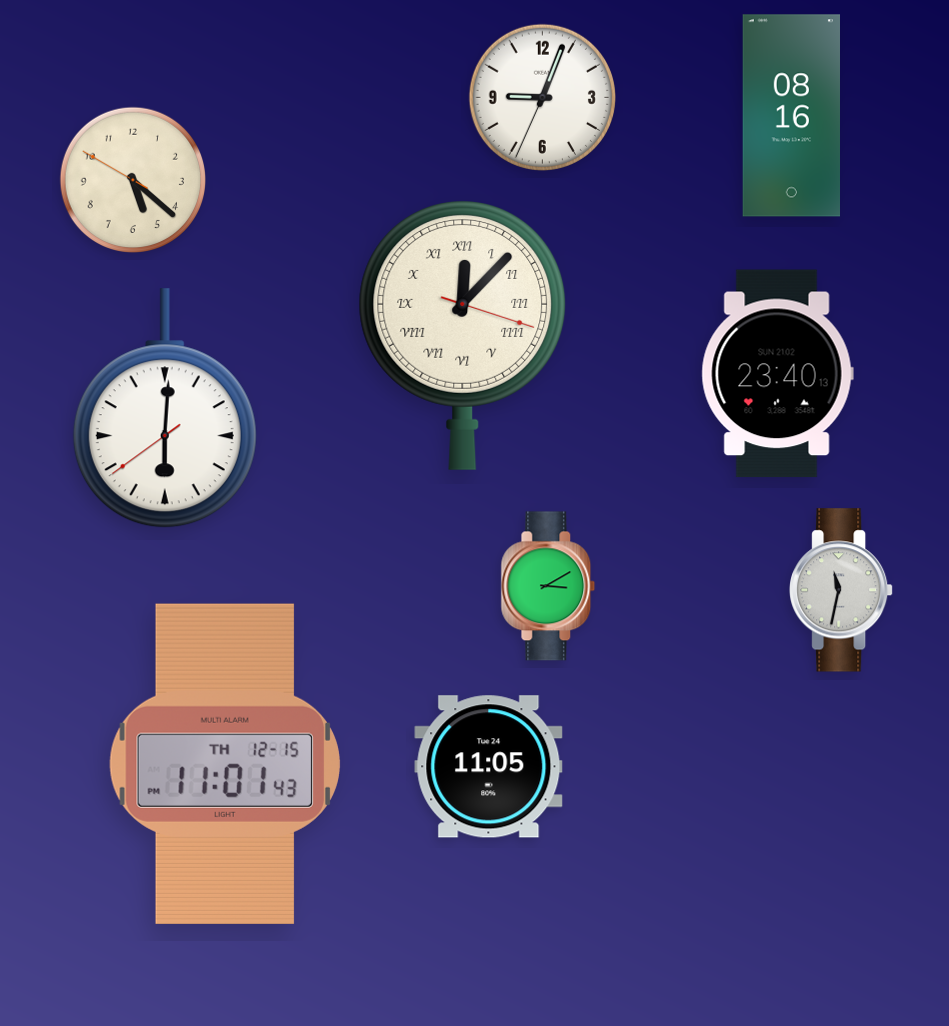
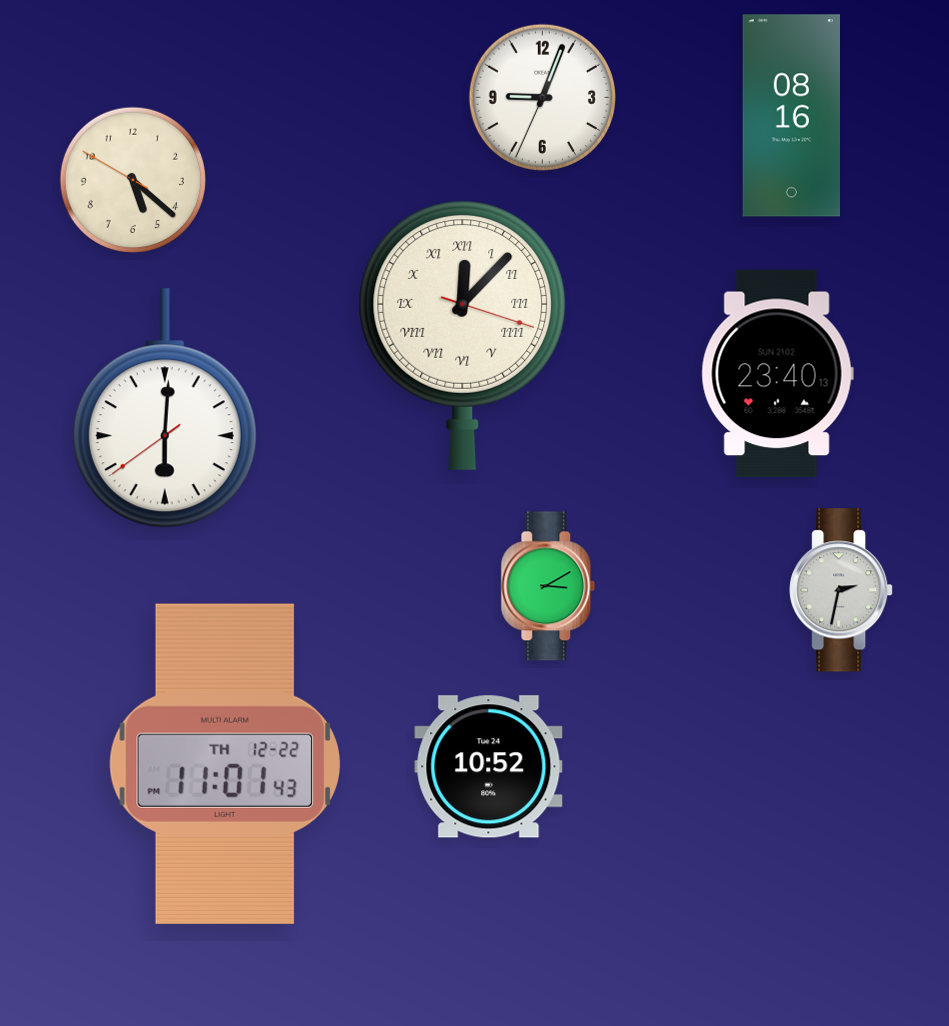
clock at (842, 590): 11:32 -> 2:32
clock at (225, 764) date: TH 12-15 -> TH 12-22
clock at (489, 767): 11:05 -> 10:52
